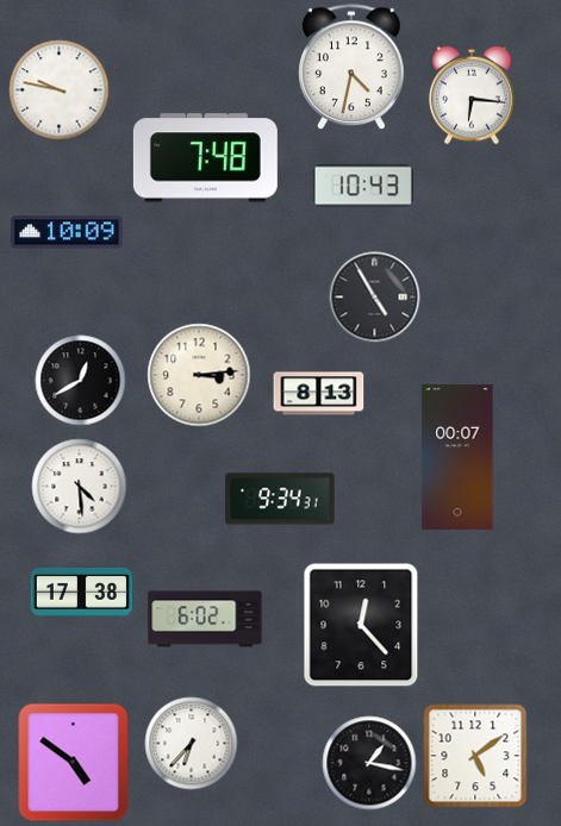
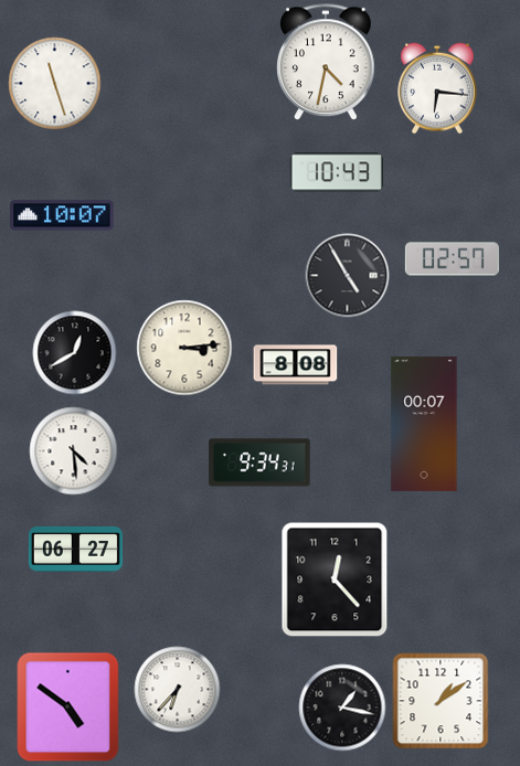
clock at (60, 90): 9:47 -> 11:27
clock at (205, 158): 7:48 -> none
clock at (67, 232): 10:09 -> 10:07
clock at (452, 259): none -> 02:57
clock at (319, 394): 8:13 -> 8:08
clock at (81, 593): 17:38 -> 06:27
clock at (205, 619): 6:02 -> none
clock at (475, 756): 5:09 -> 1:09
